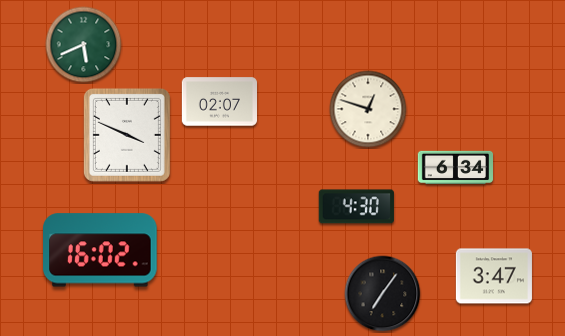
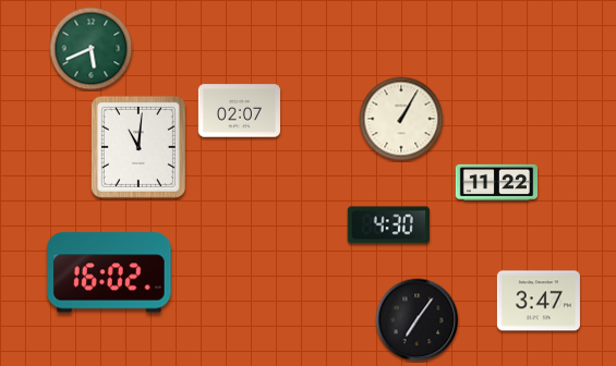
clock at (368, 109): 12:48 -> 1:05
clock at (127, 135): 3:49 -> 11:01
clock at (455, 168): 6:34 -> 11:22
